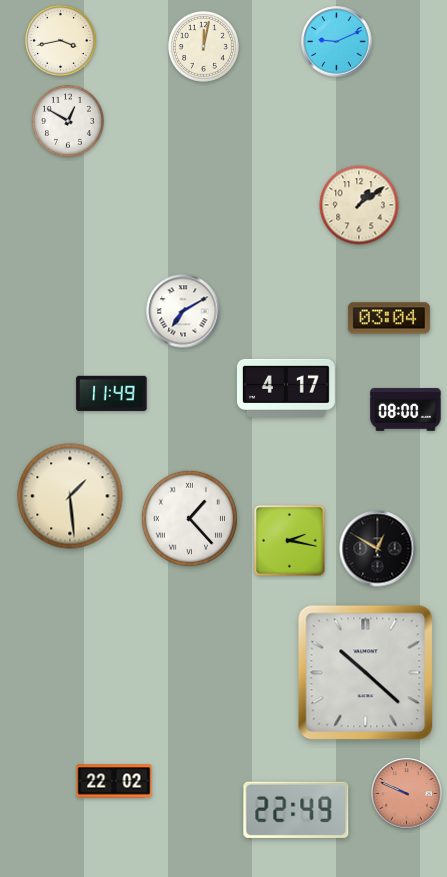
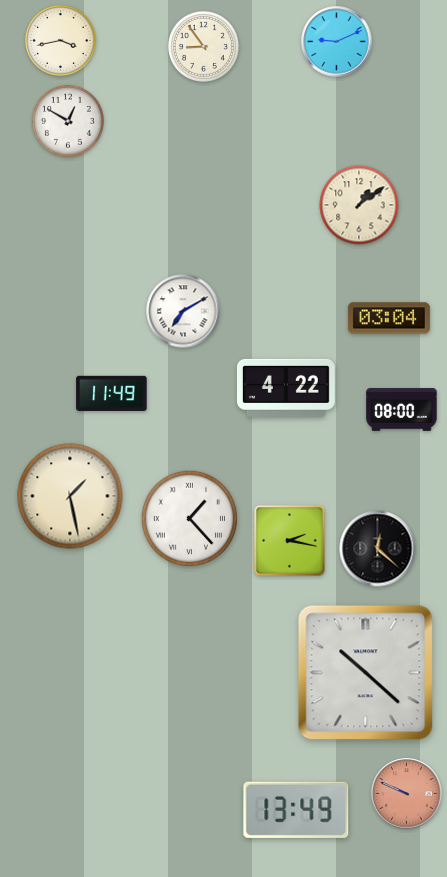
clock at (203, 46): 12:02 -> 8:54
clock at (286, 388): 4:17 -> 4:22
clock at (406, 410) position: (406, 410) -> (402, 410)
clock at (70, 496): 1:29 -> 1:28
clock at (378, 549): 12:50 -> 12:22
clock at (114, 781): 22:02 -> none
clock at (296, 810): 22:49 -> 13:49
